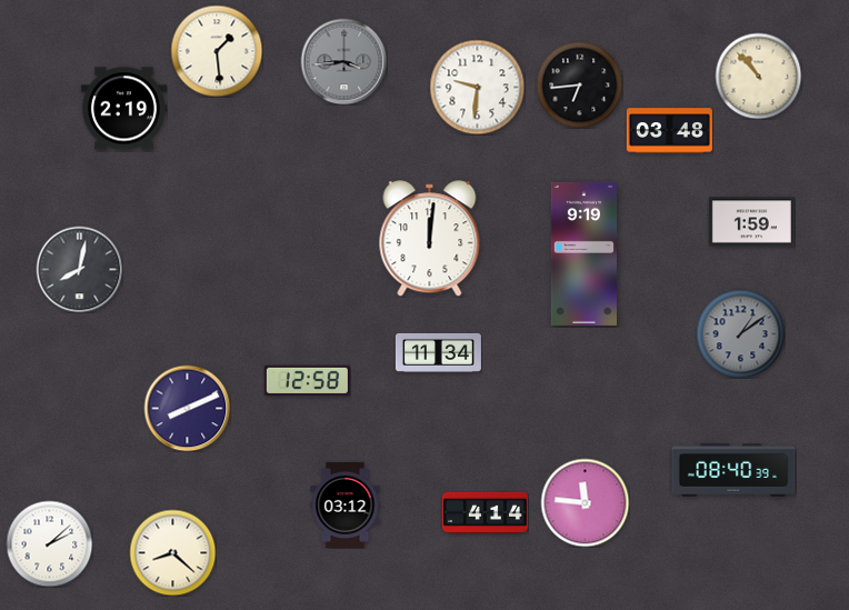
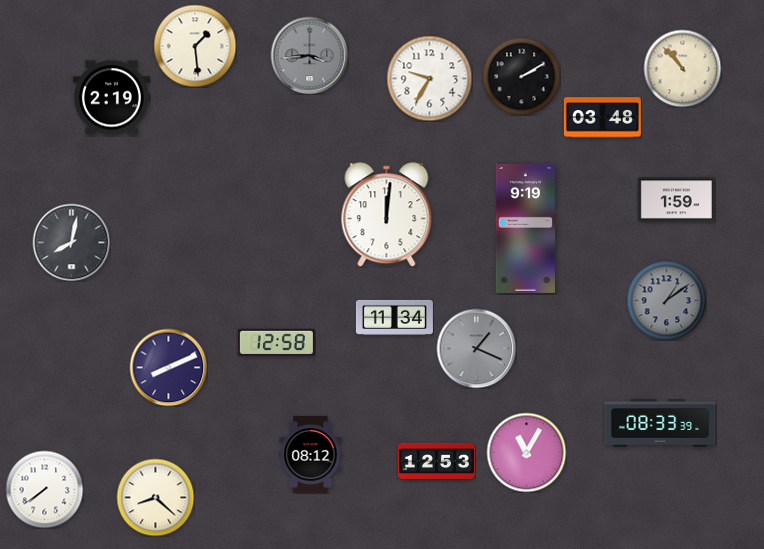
clock at (579, 84): 6:44 -> 2:10
clock at (477, 87): 9:31 -> 9:35
clock at (476, 348): none -> 1:19
clock at (733, 470): 08:40 -> 08:33
clock at (585, 502): 11:46 -> 11:05
clock at (346, 504): 03:12 -> 08:12
clock at (485, 512): 4:14 -> 12:53
clock at (49, 543): 2:08 -> 7:39
